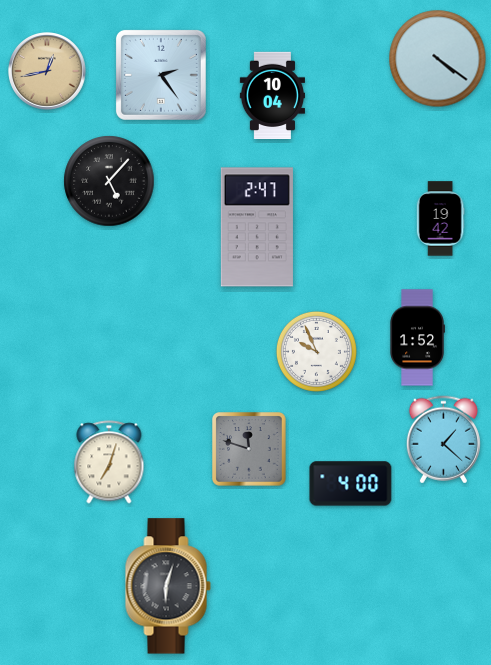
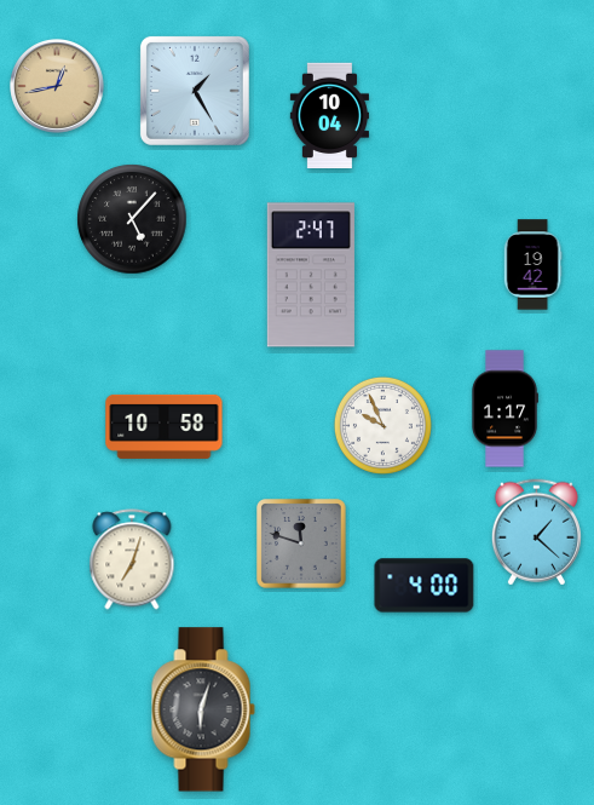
clock at (438, 59): 4:21 -> none
clock at (161, 75): 2:24 -> 1:25
clock at (417, 338): 1:52 -> 1:17
clock at (165, 426): none -> 10:58
